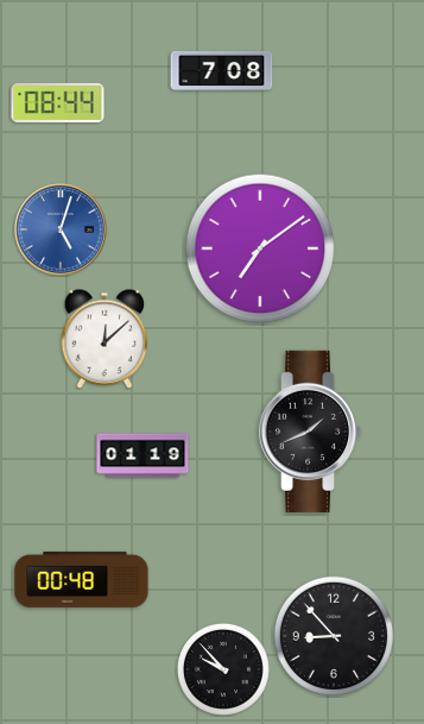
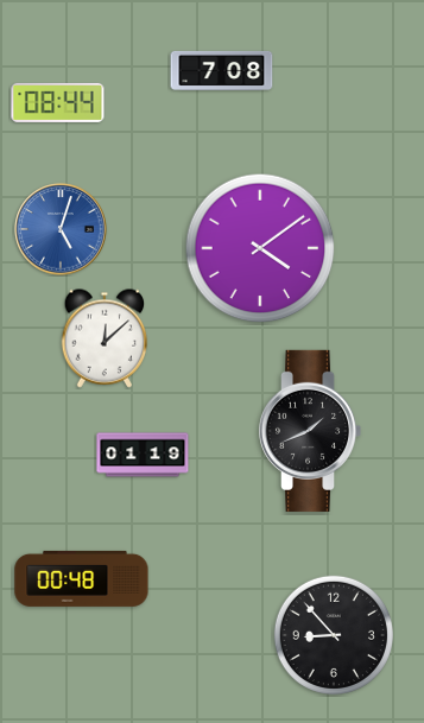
clock at (260, 248): 7:09 -> 4:09
clock at (223, 669): 9:53 -> none
